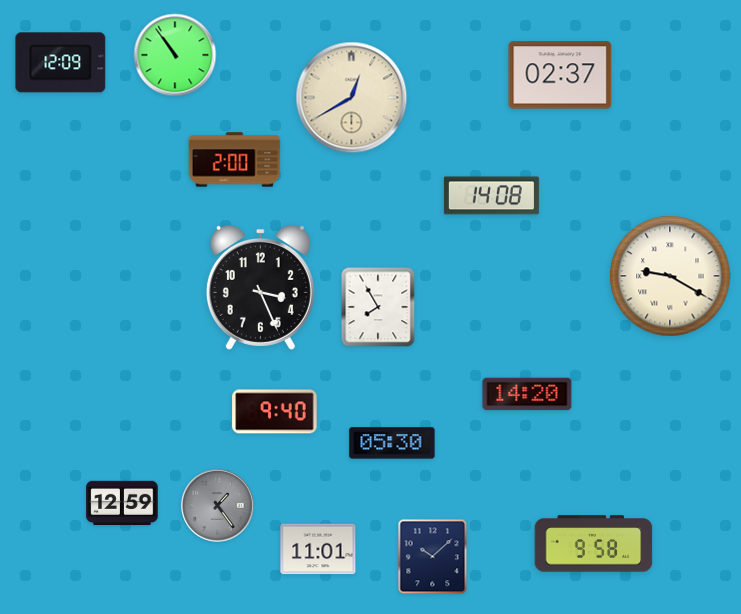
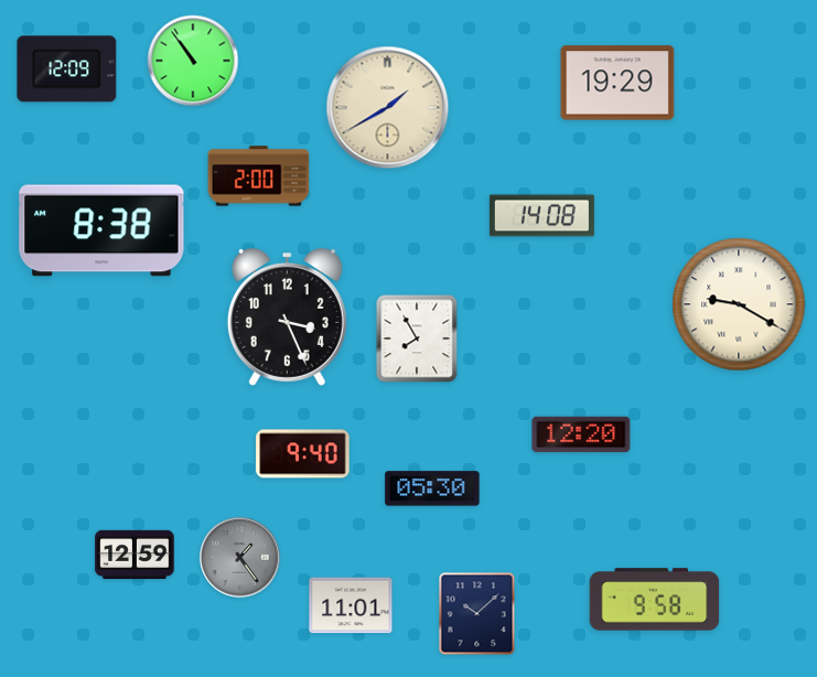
clock at (560, 75): 02:37 -> 19:29
clock at (352, 98): 12:40 -> 1:40
clock at (101, 230): none -> 8:38
clock at (527, 394): 14:20 -> 12:20
